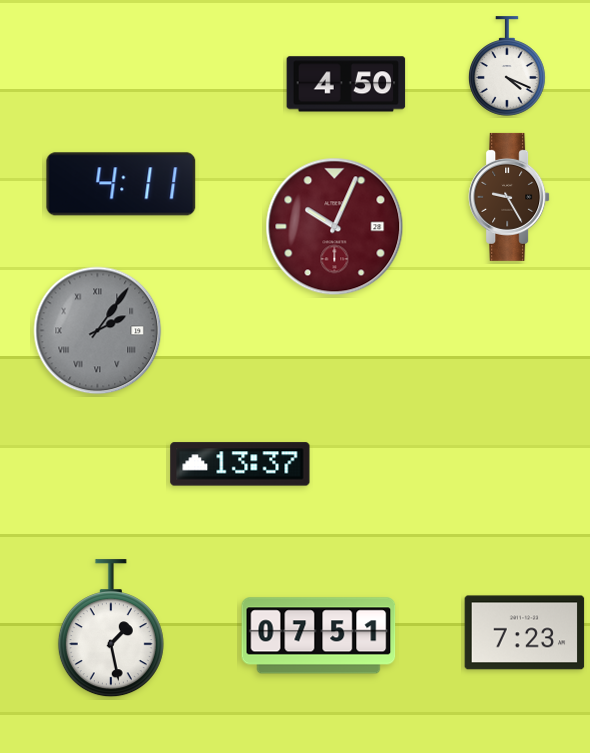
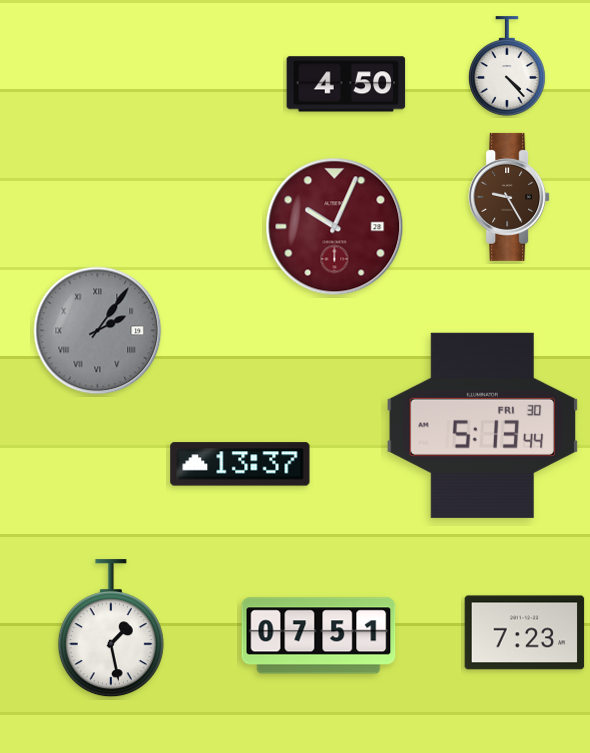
clock at (508, 66): 4:19 -> 4:23
clock at (121, 184): 4:11 -> none
clock at (483, 425): none -> 5:13
